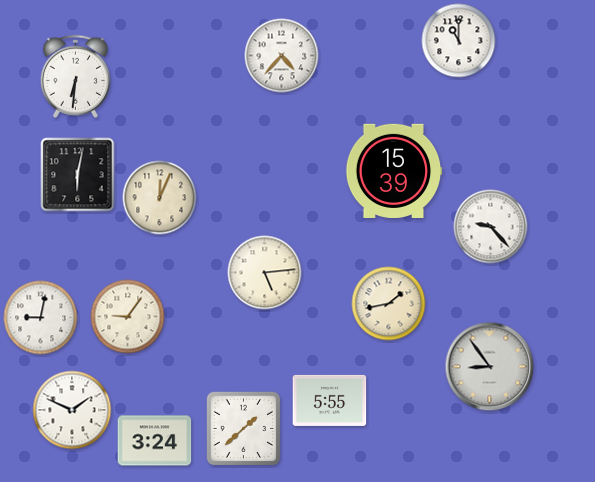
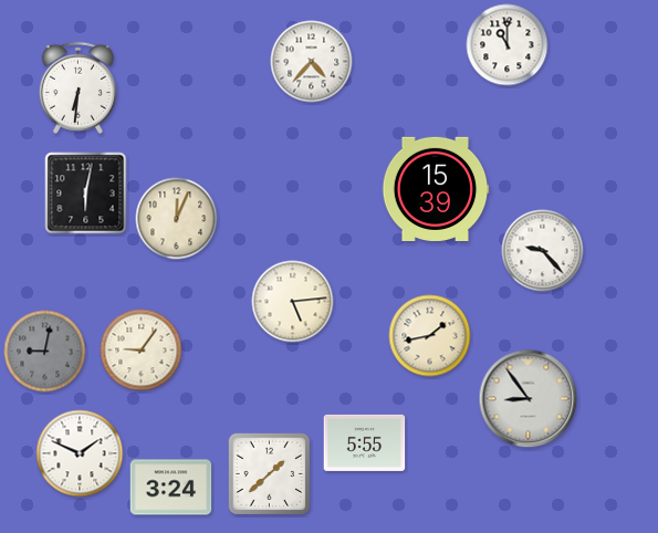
clock at (75, 76) position: (75, 76) -> (77, 87)
clock at (41, 318) dial: white -> grey
clock at (490, 367) position: (490, 367) -> (529, 399)
